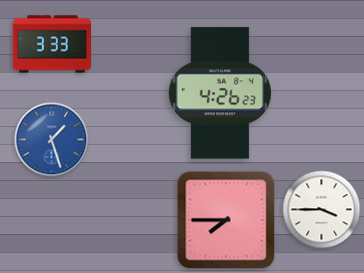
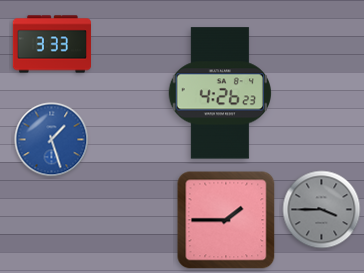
clock at (322, 210) dial: white -> grey
clock at (226, 220): 7:45 -> 1:45
